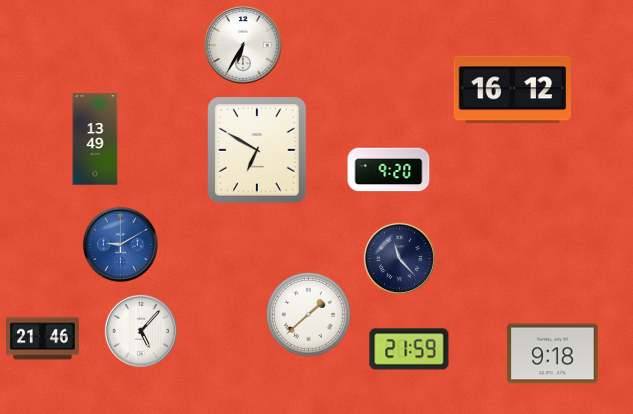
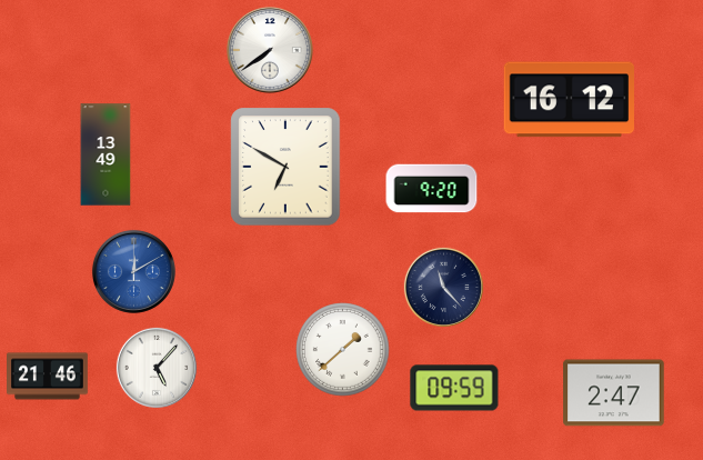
clock at (243, 46): 6:35 -> 7:39
clock at (120, 244): 9:10 -> 12:10
clock at (409, 349): 21:59 -> 09:59
clock at (553, 354): 9:18 -> 2:47
